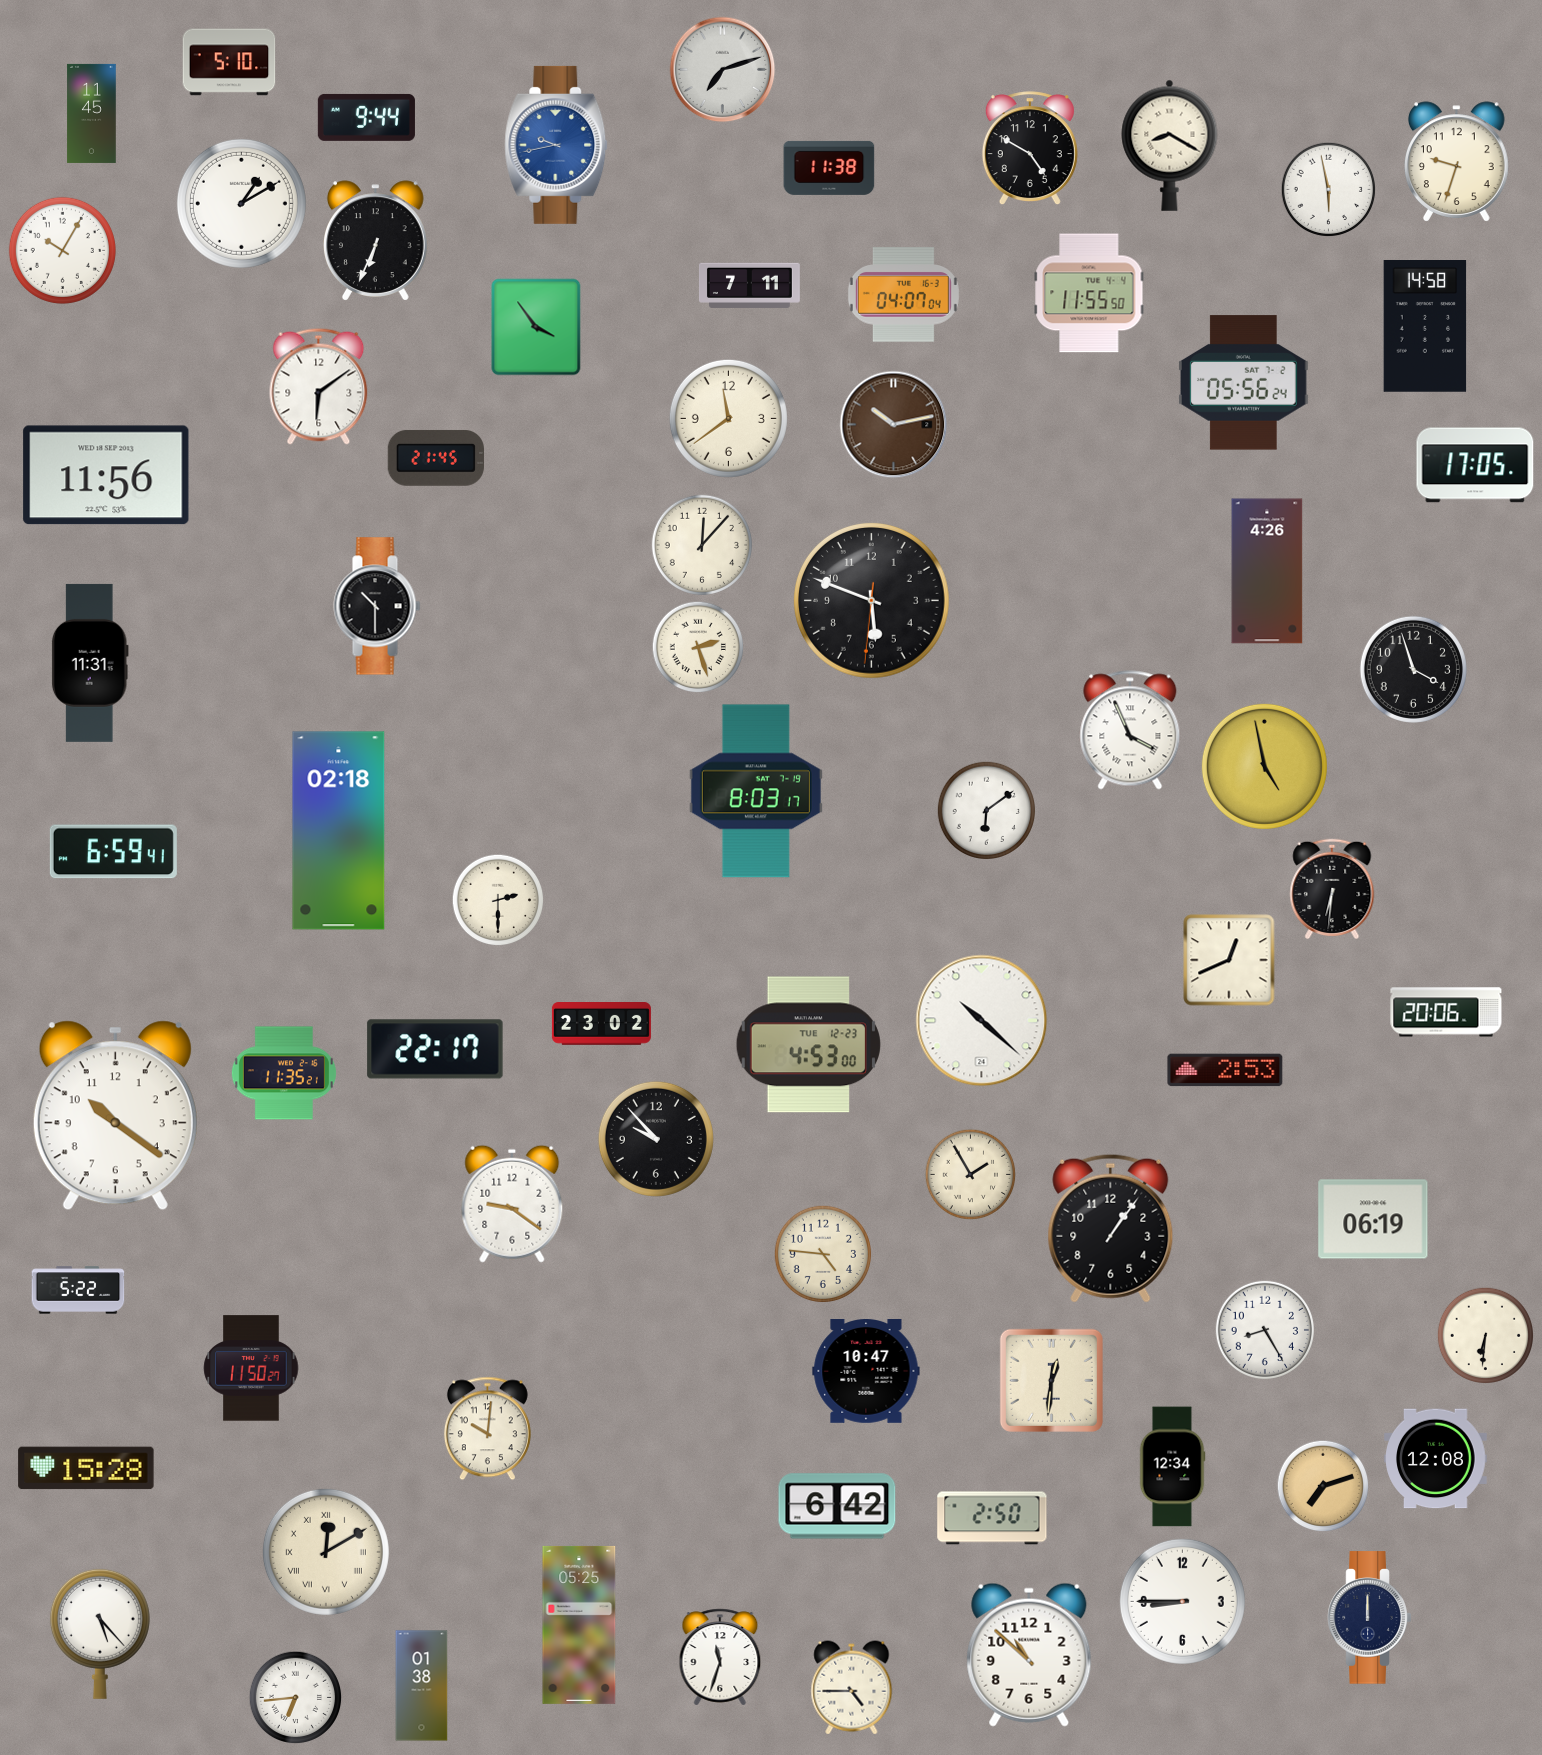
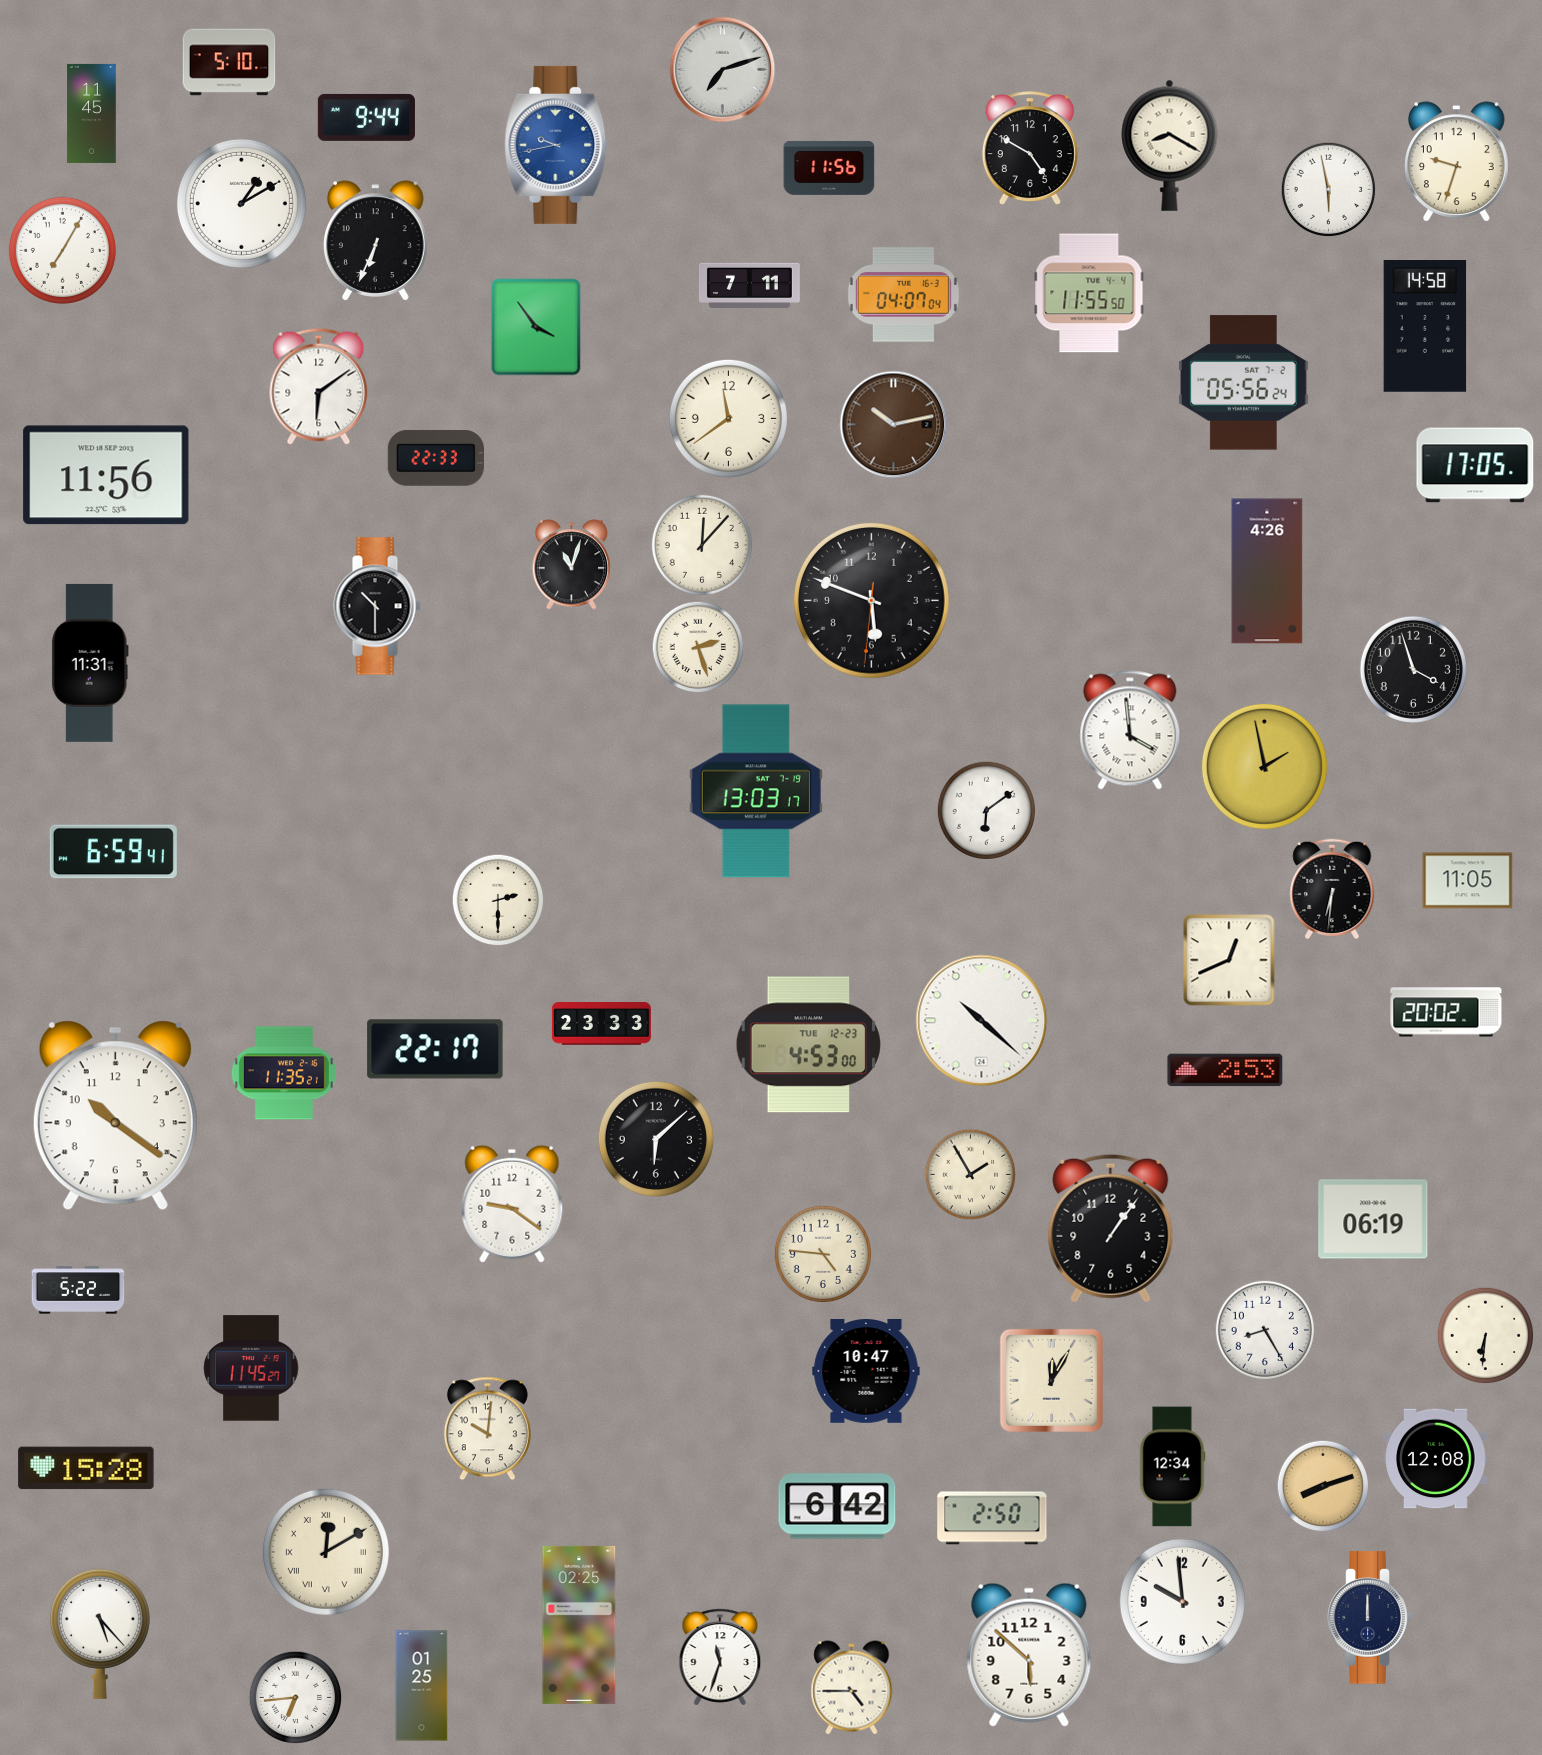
clock at (829, 168): 11:38 -> 11:56
clock at (62, 250): 10:05 -> 7:05
clock at (436, 458): 21:45 -> 22:33
clock at (572, 565): none -> 11:03
clock at (1130, 730): 3:56 -> 3:59
clock at (1264, 766): 4:58 -> 1:58
clock at (756, 791): 8:03 -> 13:03
clock at (339, 831): 02:18 -> none
clock at (1468, 881): none -> 11:05
clock at (1446, 1012): 20:06 -> 20:02
clock at (601, 1024): 23:02 -> 23:33
clock at (656, 1139): 9:53 -> 6:08
clock at (251, 1368): 11:50 -> 11:45
clock at (1051, 1380): 12:31 -> 12:05
clock at (1323, 1486): 7:12 -> 8:12
clock at (1182, 1601): 8:45 -> 9:59
clock at (579, 1625): 05:25 -> 02:25
clock at (1029, 1655): 10:52 -> 5:52
clock at (422, 1686): 01:38 -> 01:25
